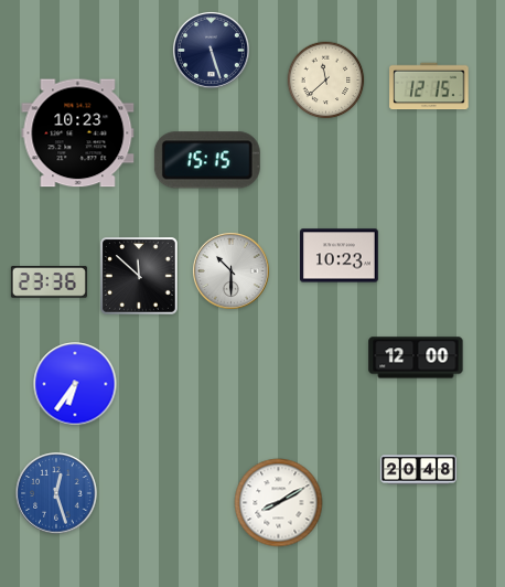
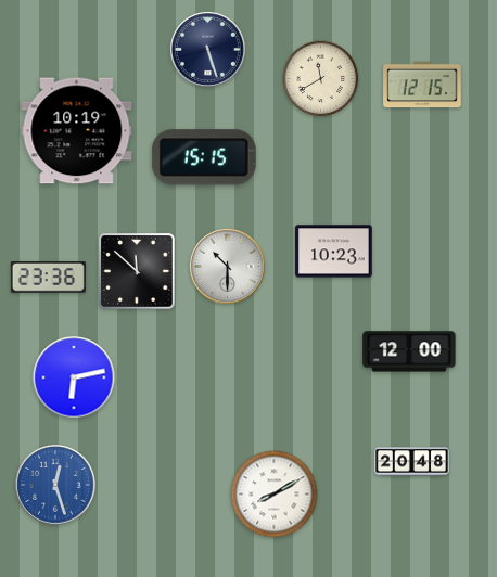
clock at (326, 81): 11:38 -> 11:40
clock at (78, 134): 10:23 -> 10:19
clock at (75, 384): 6:36 -> 6:13
